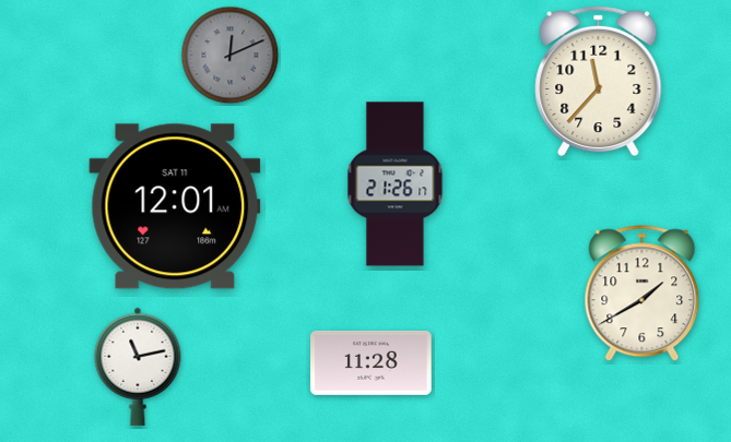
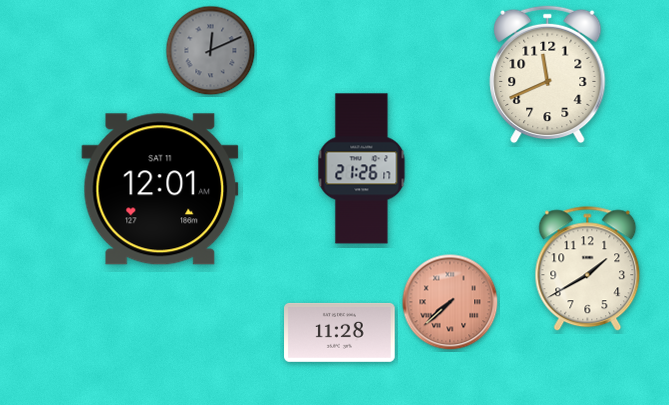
clock at (599, 82): 11:37 -> 11:41
clock at (450, 302): none -> 7:38
clock at (138, 367): 11:13 -> none
